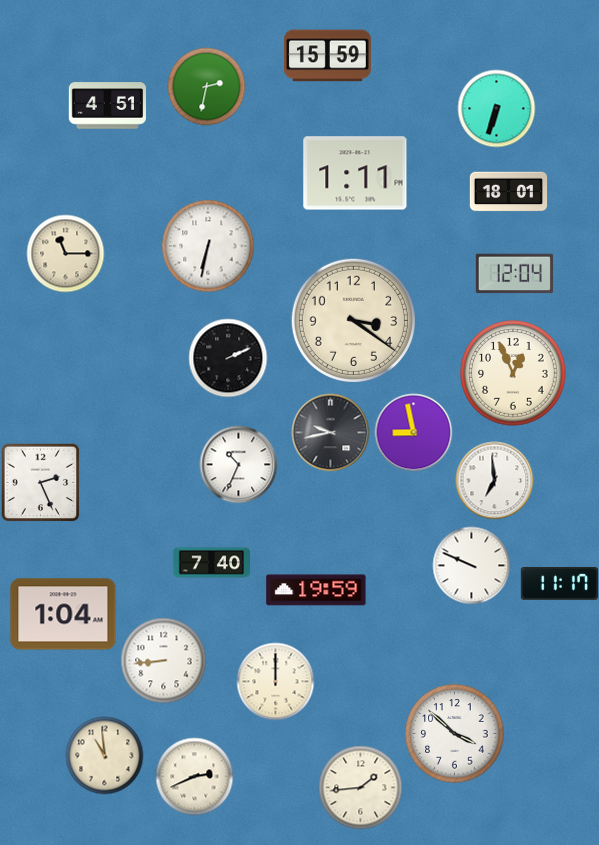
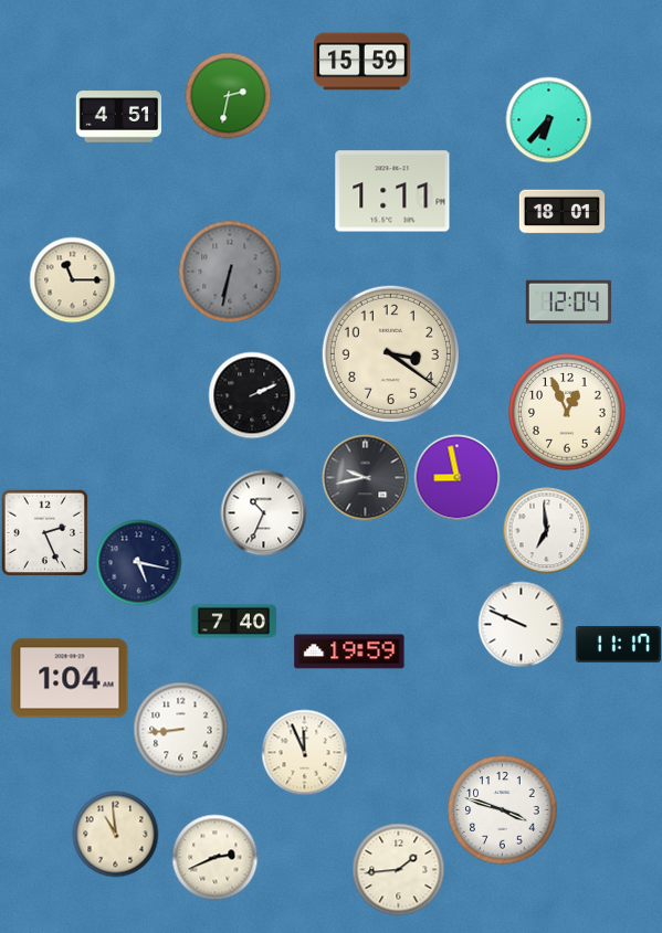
clock at (496, 108): 6:33 -> 6:37
clock at (208, 246) dial: white -> grey
clock at (138, 562): none -> 5:17
clock at (275, 681): 12:00 -> 11:56
clock at (455, 734): 3:52 -> 3:48
